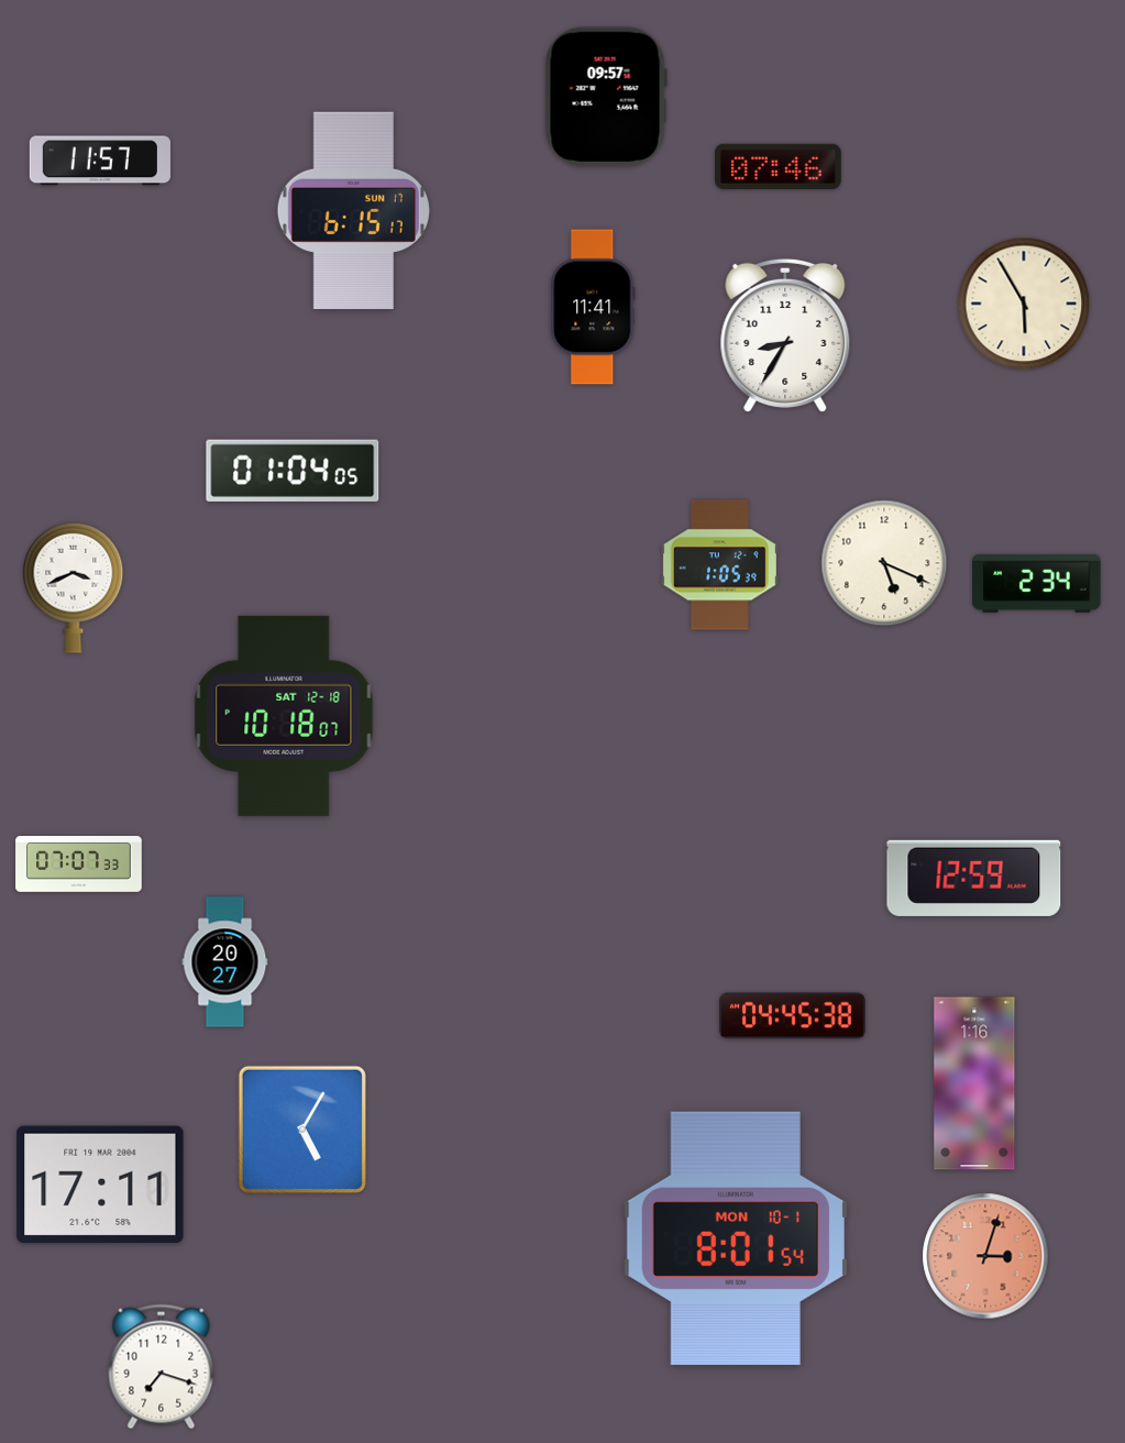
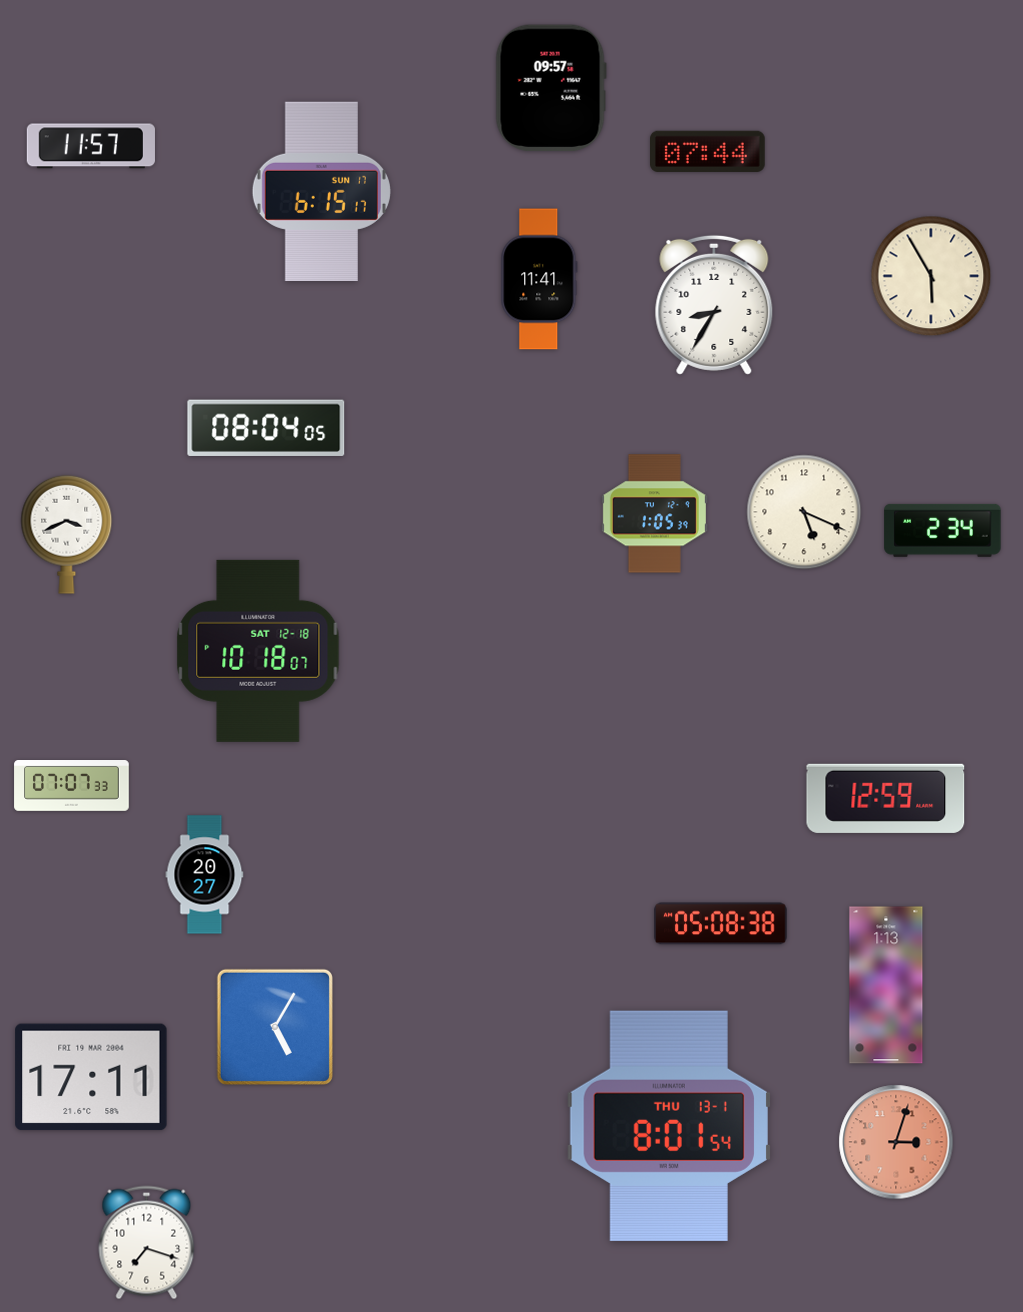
clock at (779, 166): 07:46 -> 07:44
clock at (293, 470): 01:04 -> 08:04
clock at (793, 1016): 04:45 -> 05:08
clock at (974, 1083): 1:16 -> 1:13
clock at (735, 1238) date: MON 10-1 -> THU 13-1
